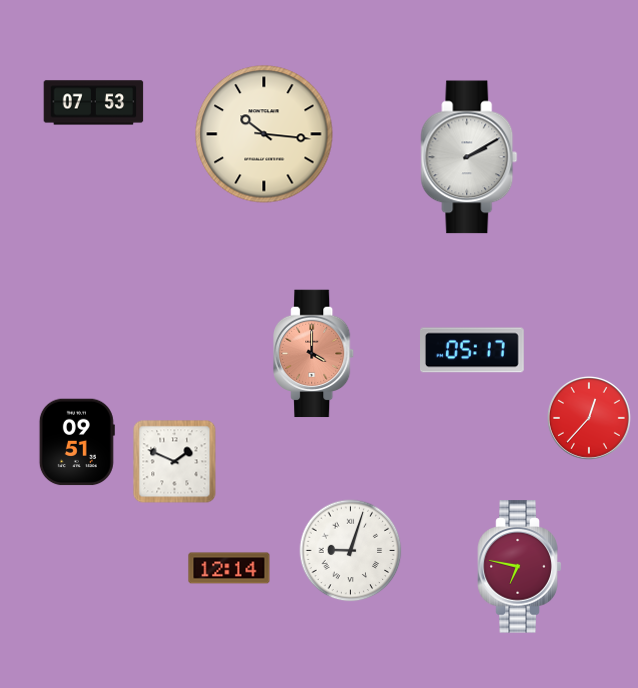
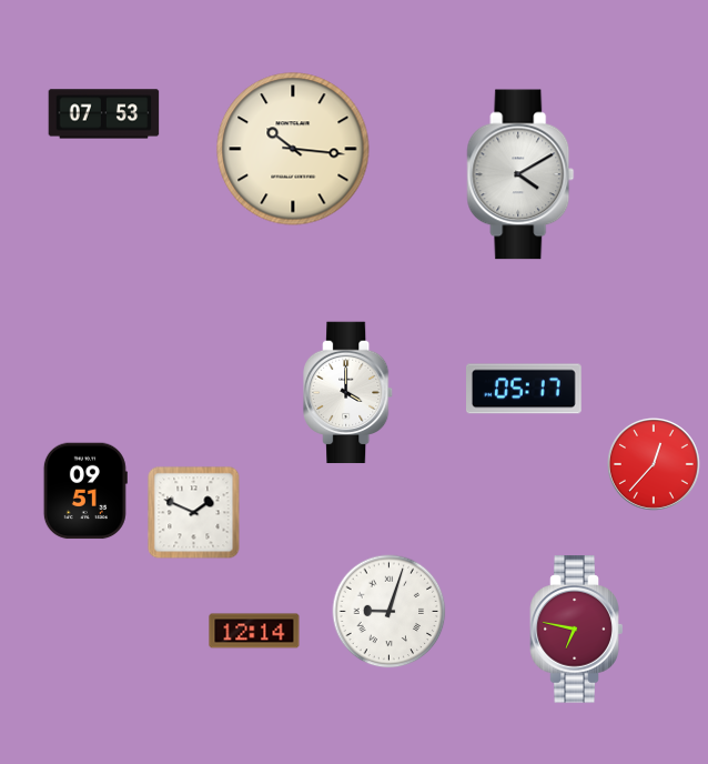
clock at (469, 157): 2:10 -> 4:10
clock at (314, 354) dial: salmon -> white
